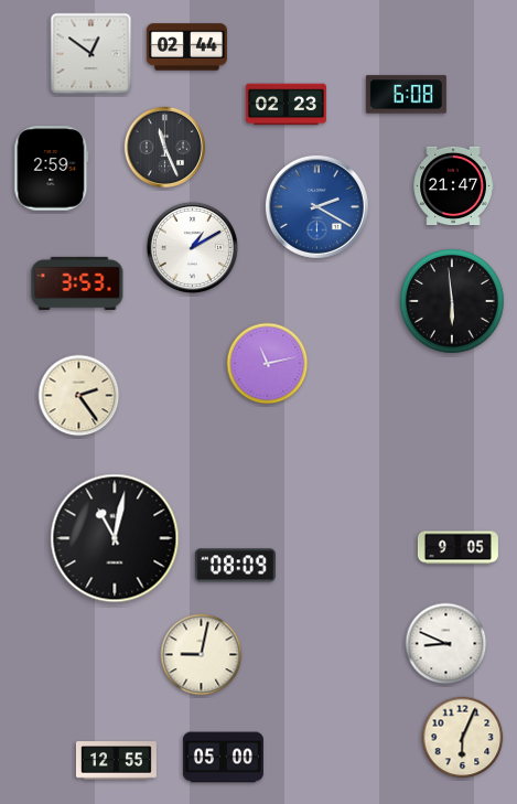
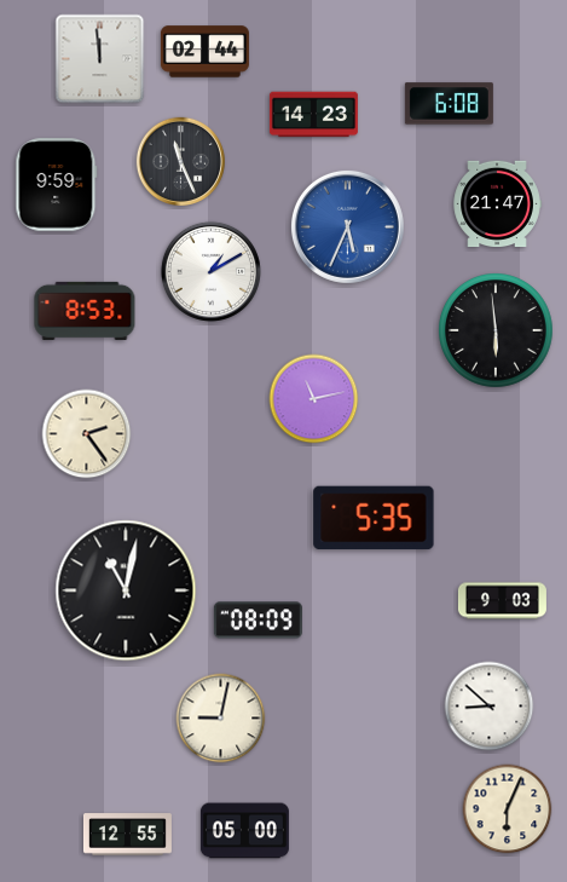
clock at (91, 54): 12:51 -> 11:59
clock at (406, 95) position: (406, 95) -> (449, 104)
clock at (286, 105): 02:23 -> 14:23
clock at (52, 169): 2:59 -> 9:59
clock at (316, 206): 2:20 -> 5:34
clock at (77, 283): 3:53 -> 8:53
clock at (268, 364) position: (268, 364) -> (314, 399)
clock at (374, 518): none -> 5:35
clock at (457, 548): 9:05 -> 9:03
clock at (446, 644): 8:49 -> 8:52
